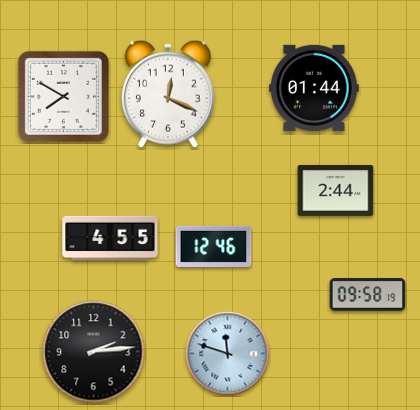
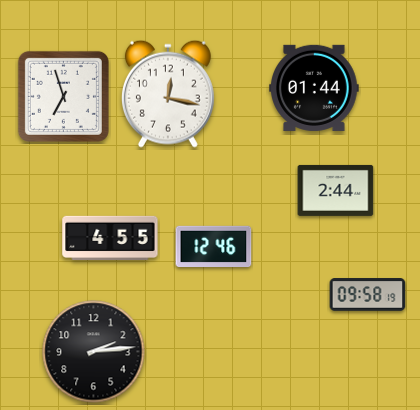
clock at (168, 94): 12:19 -> 12:17
clock at (63, 96): 7:50 -> 6:57
clock at (228, 354): 11:48 -> none
